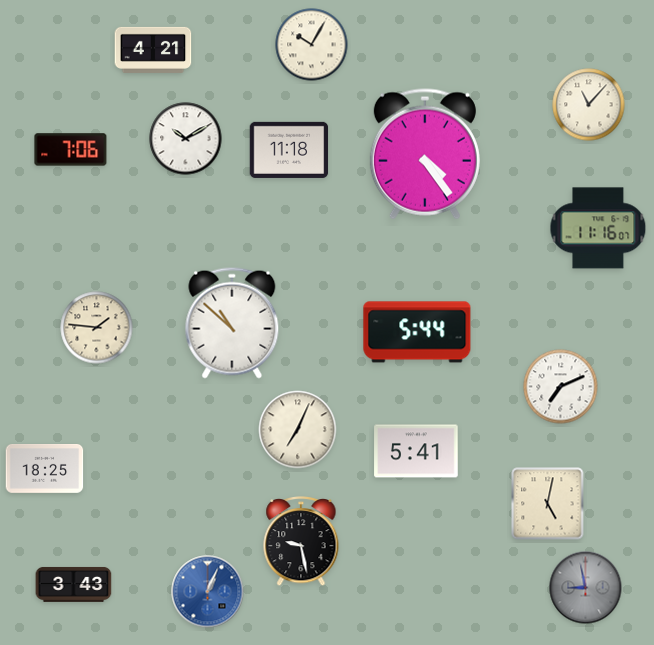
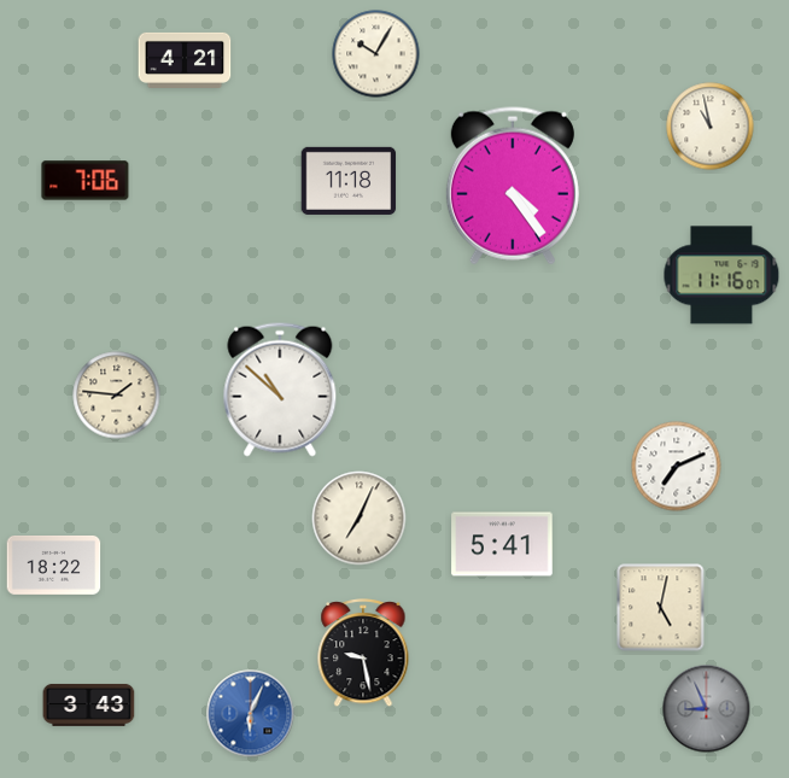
clock at (589, 105): 11:07 -> 10:58
clock at (186, 139): 10:10 -> none
clock at (417, 332): 5:44 -> none
clock at (45, 469): 18:25 -> 18:22
clock at (586, 588): 8:58 -> 8:56
clock at (208, 592): 1:04 -> 6:04
